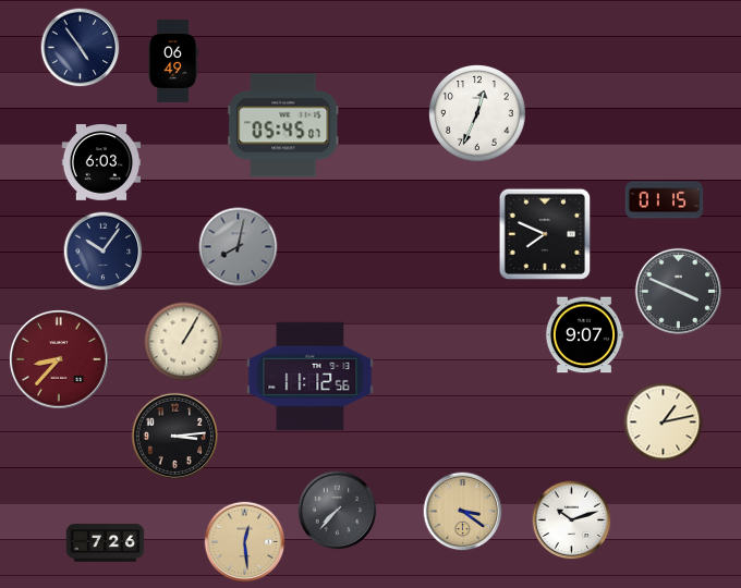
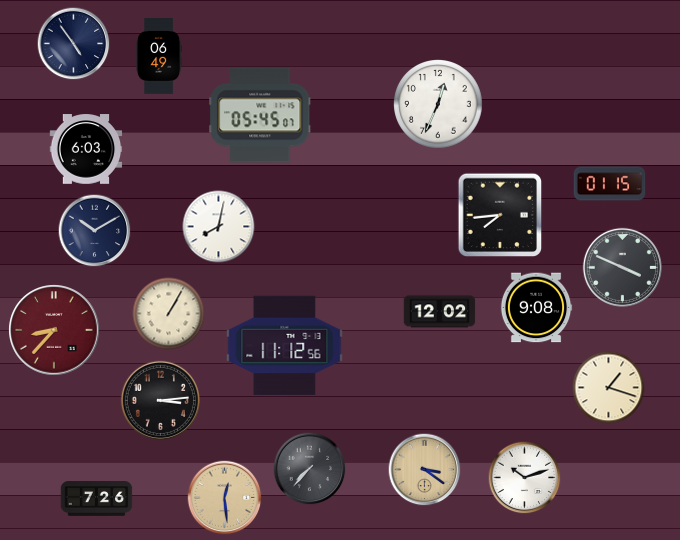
clock at (101, 162) position: (101, 162) -> (86, 149)
clock at (545, 234): 7:49 -> 7:44
clock at (239, 247) dial: grey -> white
clock at (104, 252): 10:06 -> 10:10
clock at (584, 335): 9:07 -> 9:08
clock at (440, 312): none -> 12:02
clock at (664, 422): 1:13 -> 1:18
